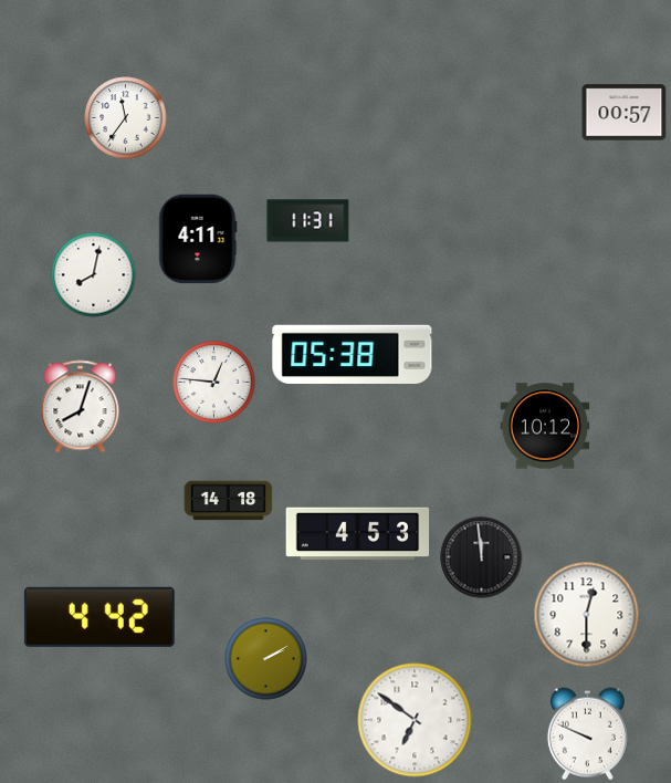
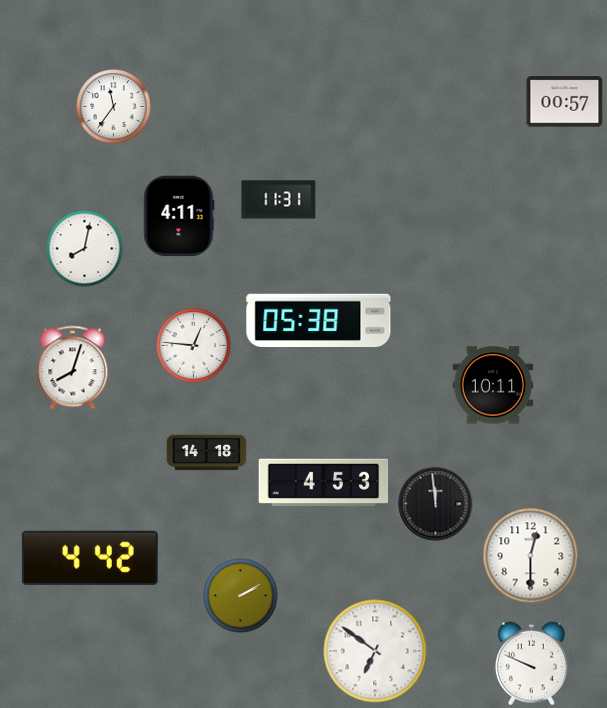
clock at (545, 426): 10:12 -> 10:11
